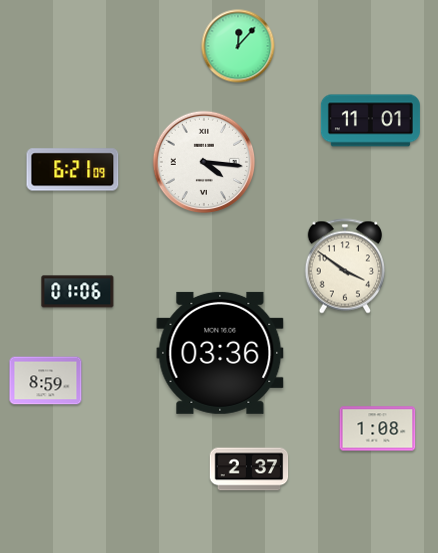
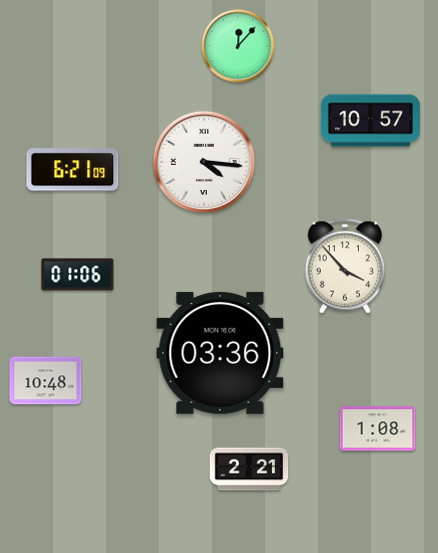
clock at (370, 121): 11:01 -> 10:57
clock at (344, 266): 3:51 -> 3:53
clock at (78, 292) position: (78, 292) -> (78, 275)
clock at (46, 381): 8:59 -> 10:48
clock at (249, 469): 2:37 -> 2:21
